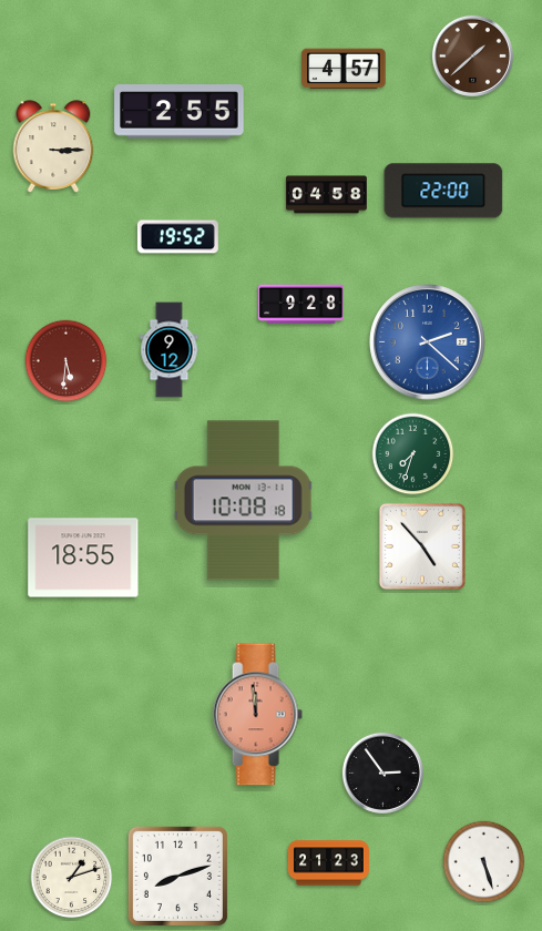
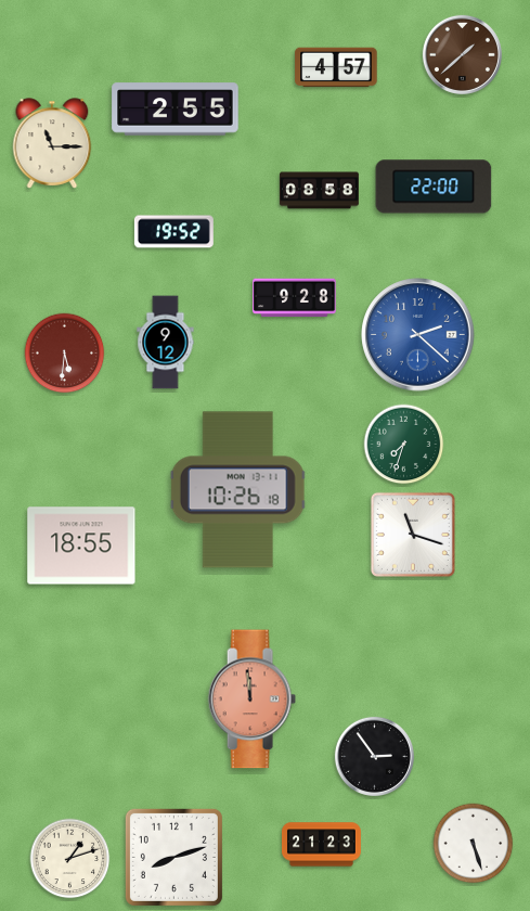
clock at (53, 146): 3:15 -> 11:15
clock at (326, 195): 04:58 -> 08:58
clock at (244, 501): 10:08 -> 10:26
clock at (422, 546): 4:53 -> 11:18
